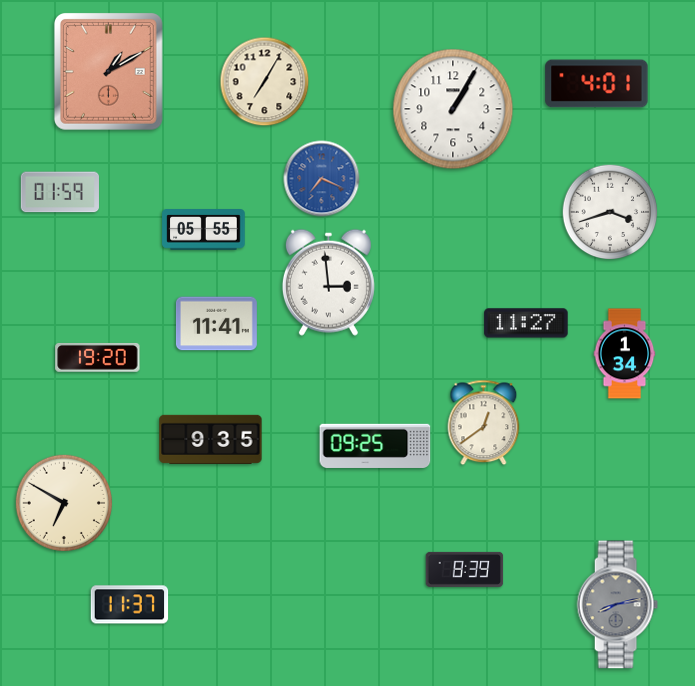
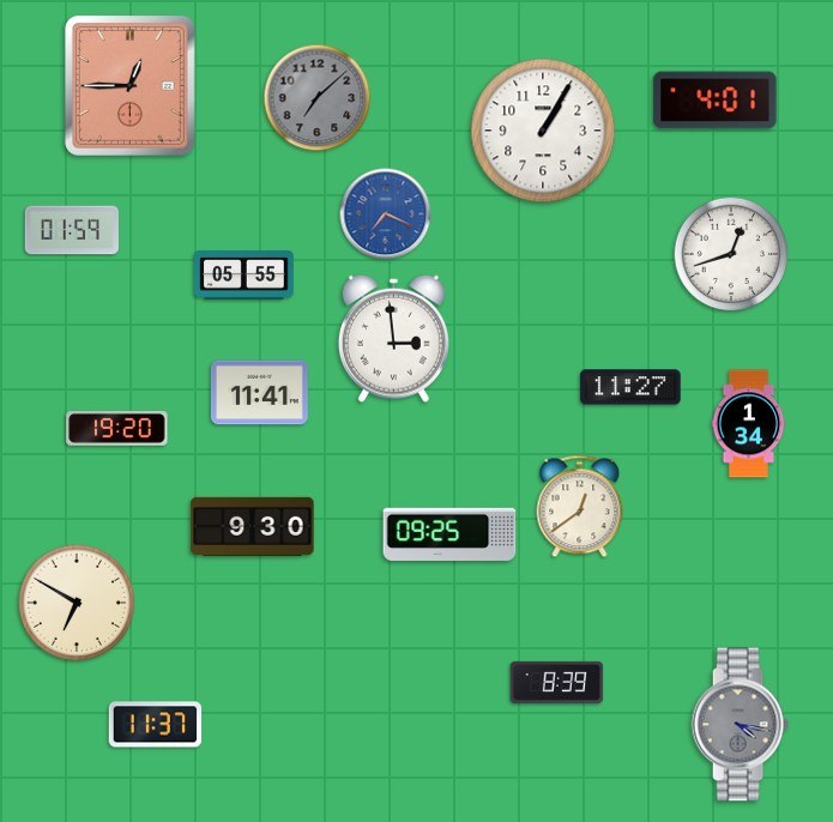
clock at (109, 72): 1:10 -> 12:45
clock at (265, 82): 7:05 -> 7:08
clock at (265, 82) dial: cream -> grey
clock at (610, 212): 3:42 -> 12:42
clock at (216, 324) position: (216, 324) -> (259, 393)
clock at (211, 439): 9:35 -> 9:30
clock at (617, 605): 8:13 -> 4:17
